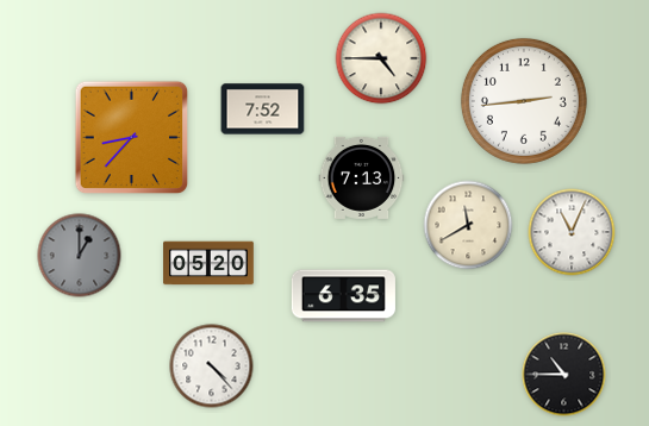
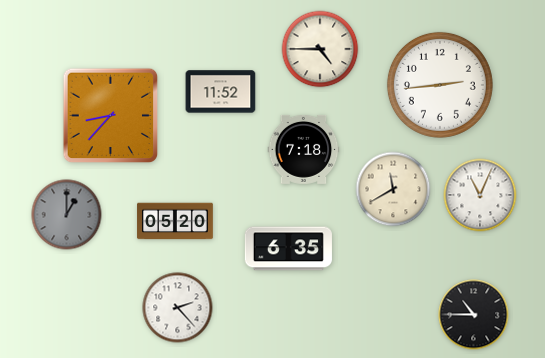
clock at (263, 109): 7:52 -> 11:52
clock at (362, 177): 7:13 -> 7:18
clock at (212, 367): 4:23 -> 2:23
